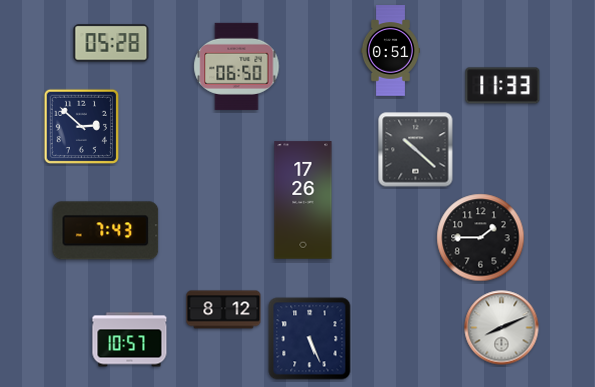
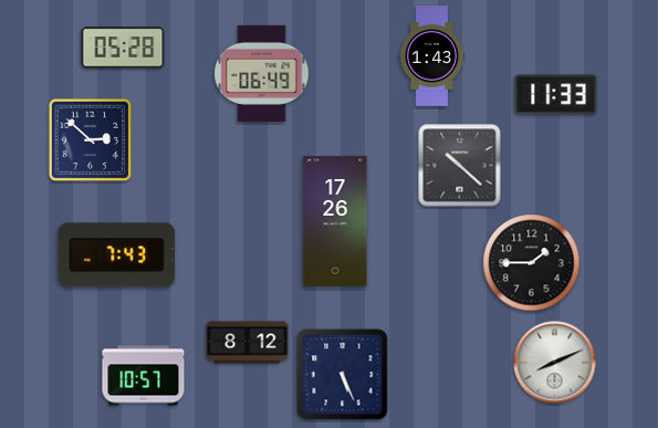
clock at (390, 51): 0:51 -> 1:43
clock at (237, 66): 06:50 -> 06:49
